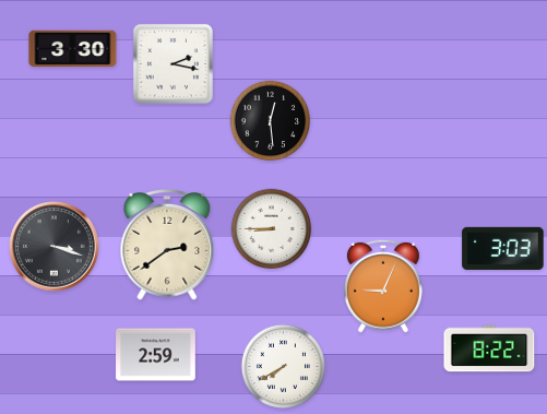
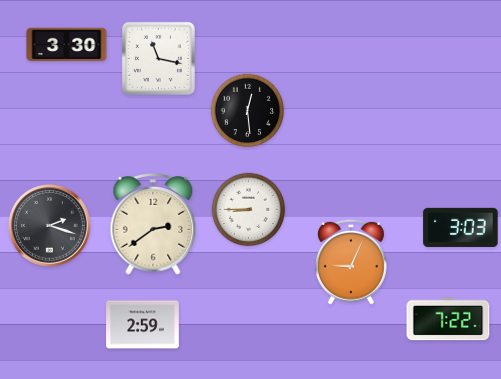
clock at (173, 63): 2:17 -> 11:17
clock at (55, 247): 3:18 -> 2:18
clock at (489, 348): 8:22 -> 7:22
clock at (283, 366): 7:40 -> none
